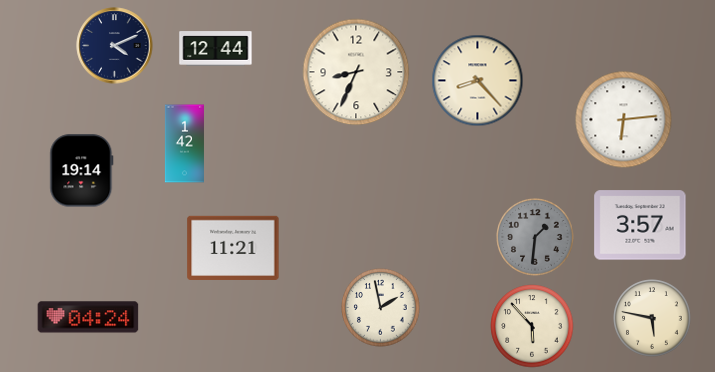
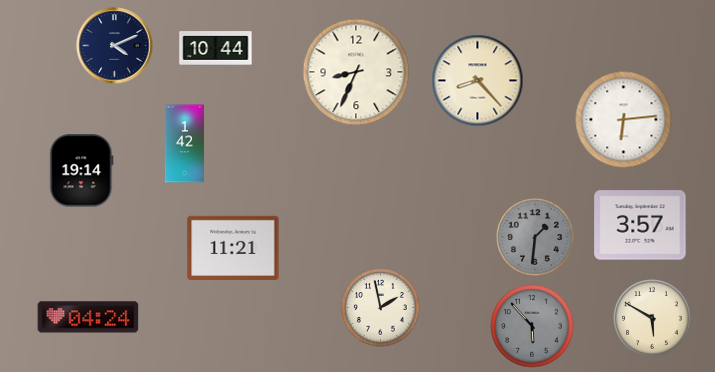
clock at (216, 49): 12:44 -> 10:44
clock at (652, 318): 5:47 -> 5:50
clock at (532, 326) dial: cream -> grey
